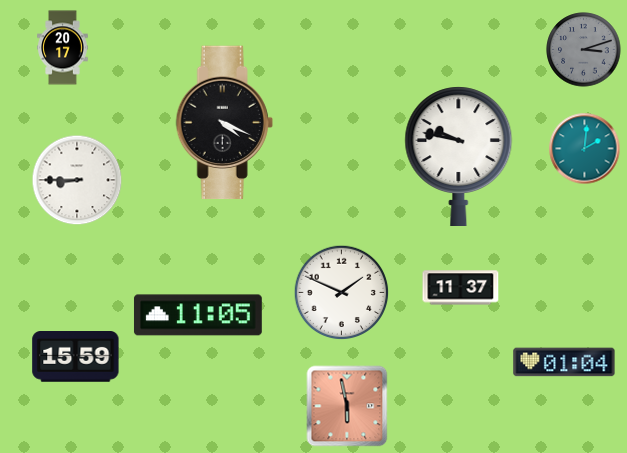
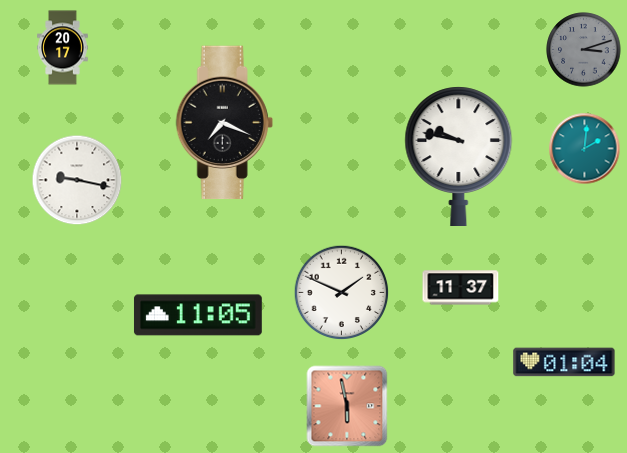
clock at (224, 123): 4:19 -> 7:19
clock at (77, 180): 8:45 -> 9:17
clock at (76, 357): 15:59 -> none
